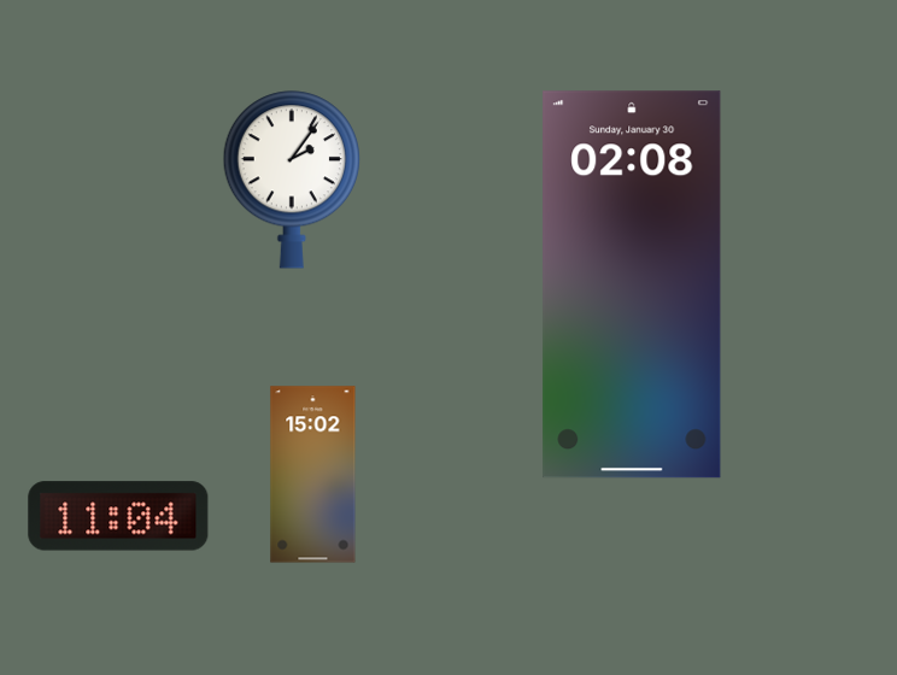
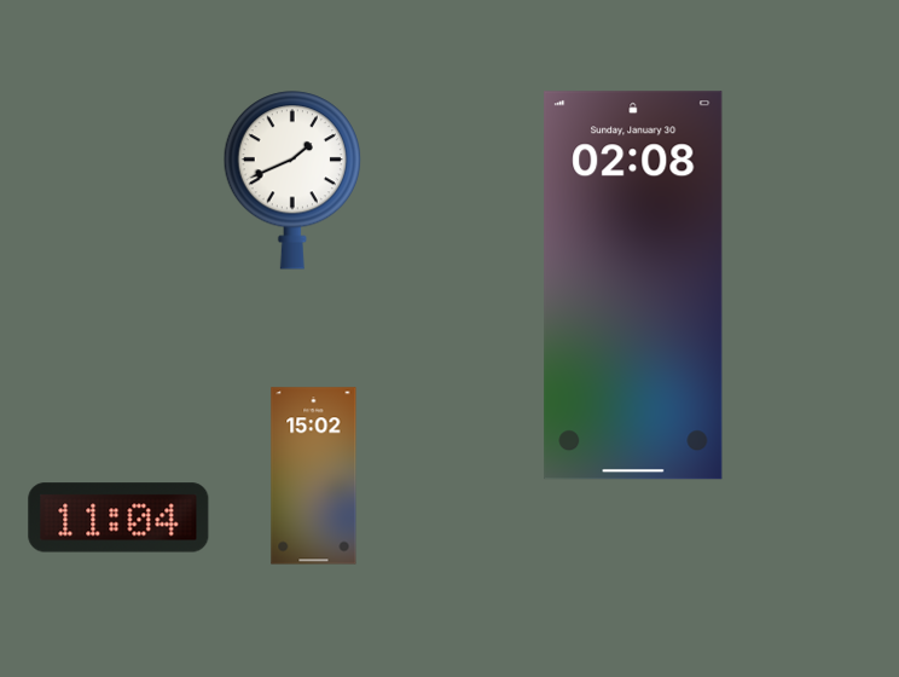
clock at (291, 180): 2:06 -> 1:41
